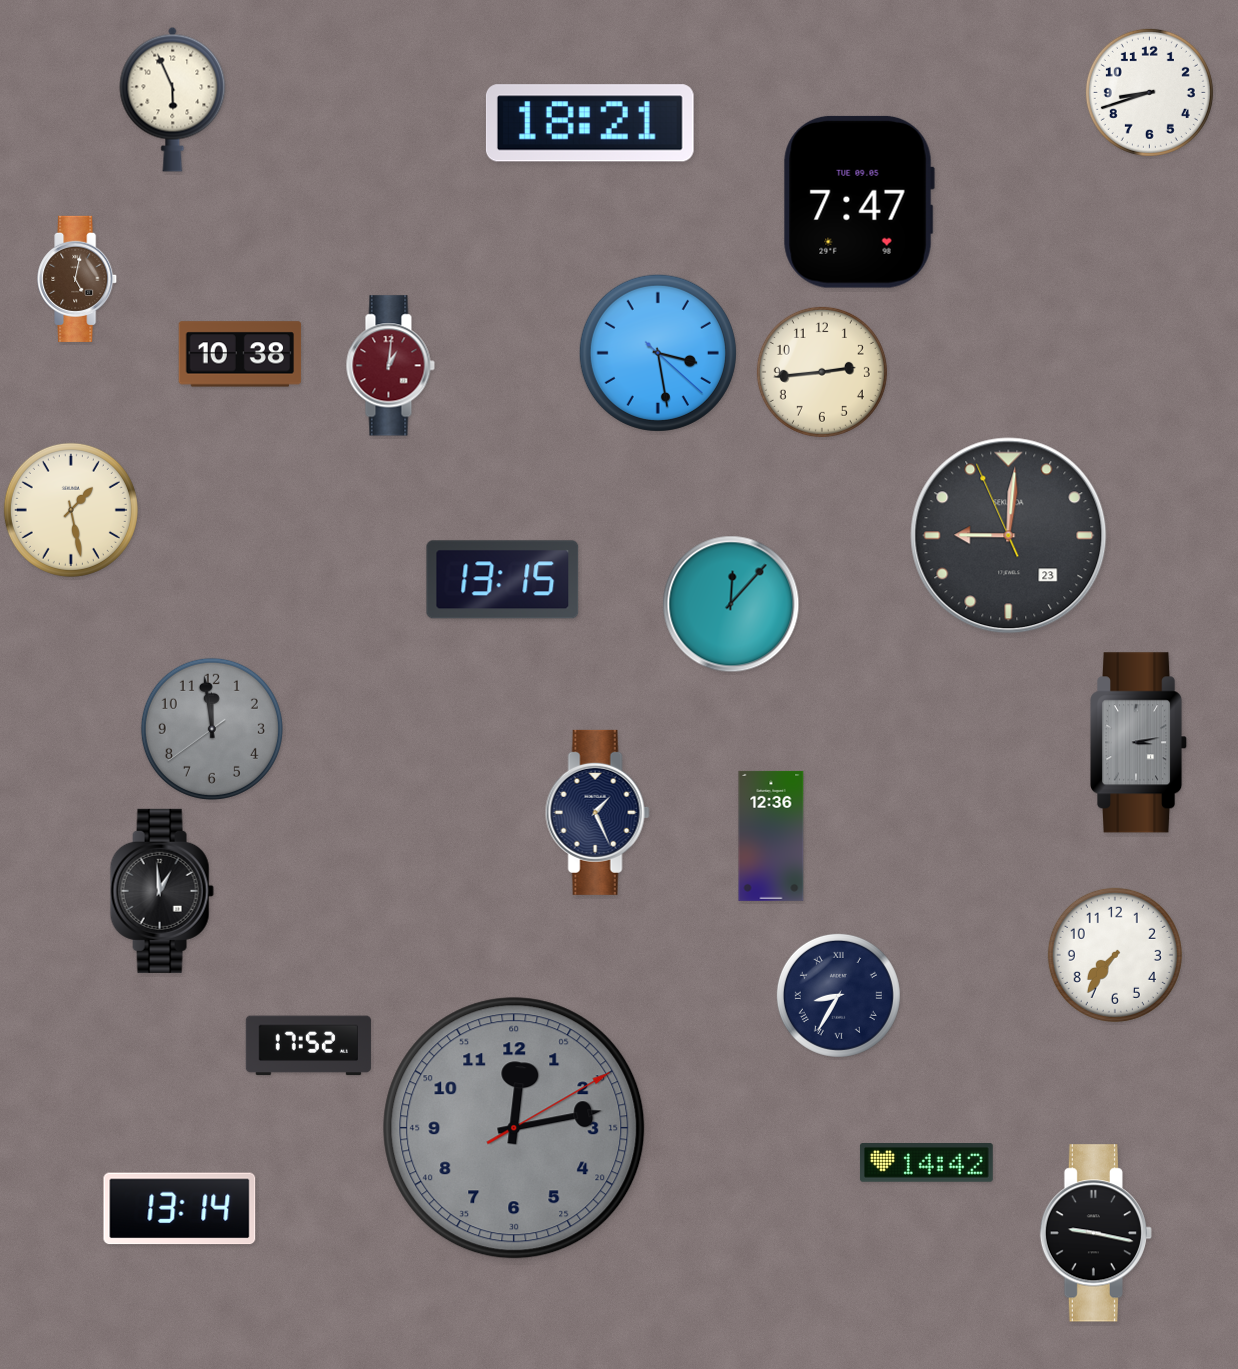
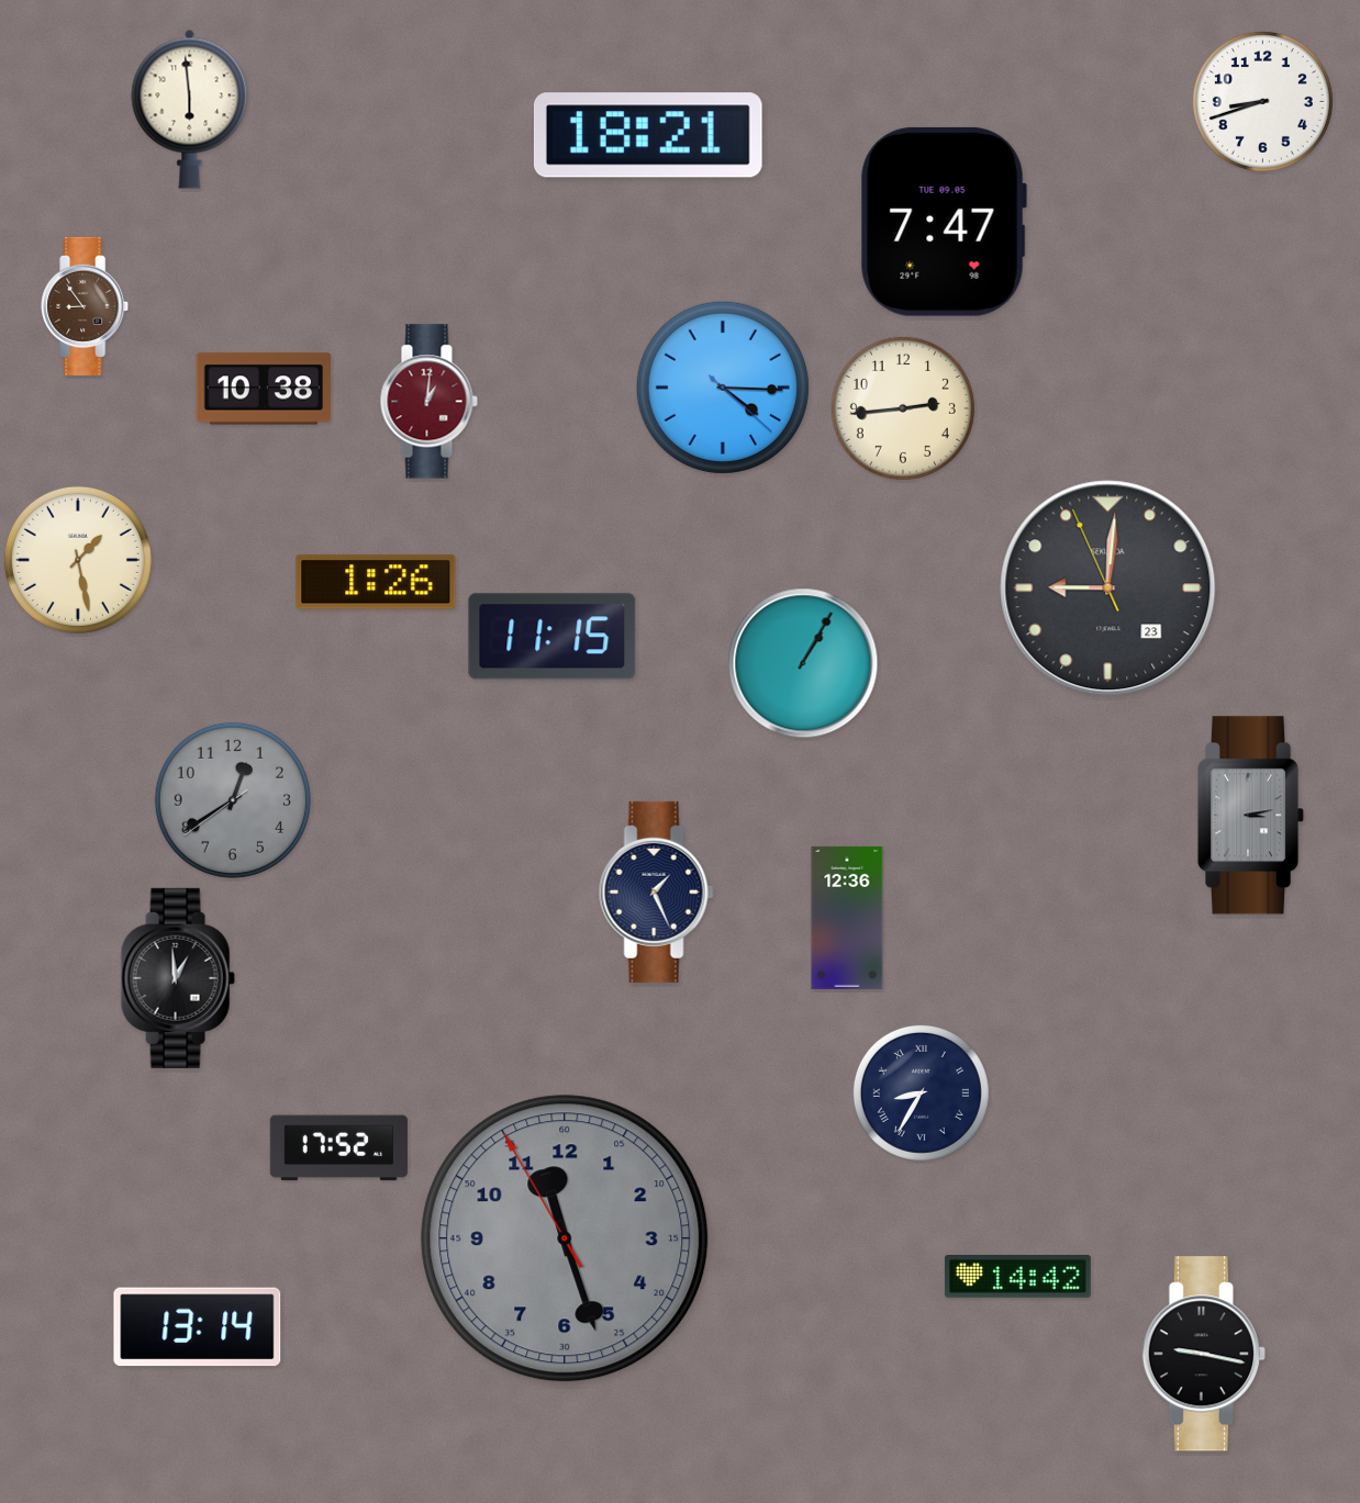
clock at (173, 99): 5:56 -> 5:59
clock at (78, 279): 5:02 -> 8:54
clock at (658, 353): 3:28 -> 4:15
clock at (376, 582): none -> 1:26
clock at (503, 580): 13:15 -> 11:15
clock at (731, 604): 12:07 -> 1:05
clock at (212, 729): 11:58 -> 12:39
clock at (1115, 955): 7:36 -> none
clock at (514, 1128): 12:13 -> 11:26
